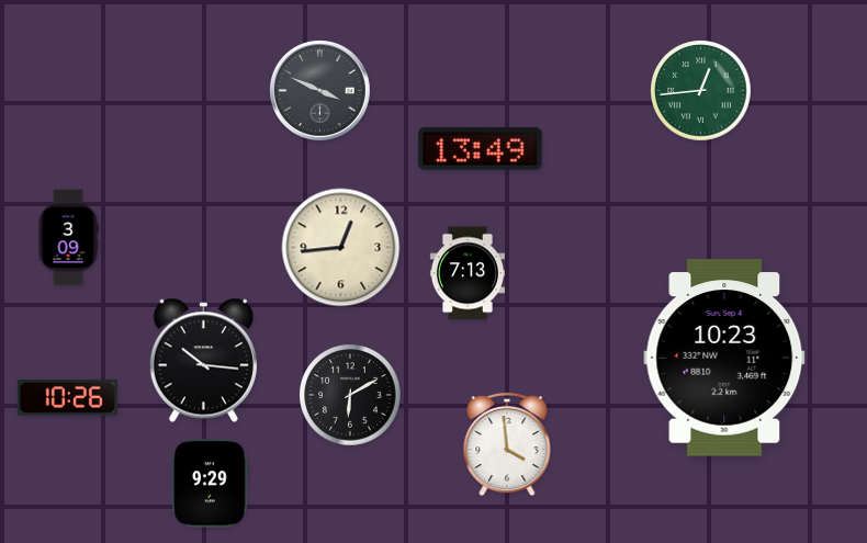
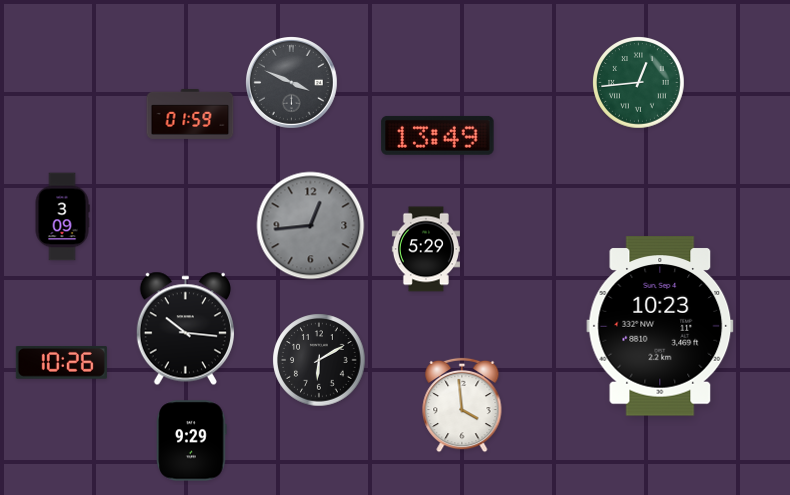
clock at (190, 114): none -> 01:59
clock at (341, 248) dial: cream -> grey
clock at (468, 273): 7:13 -> 5:29
